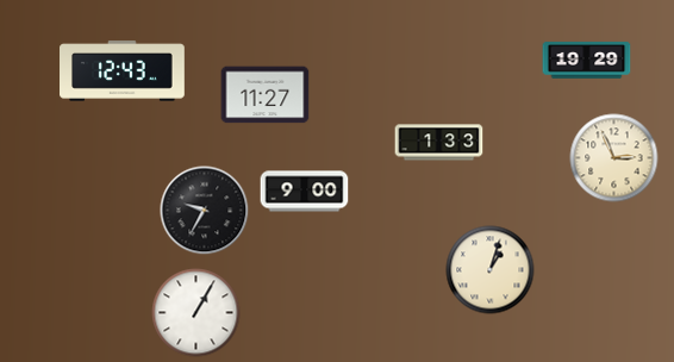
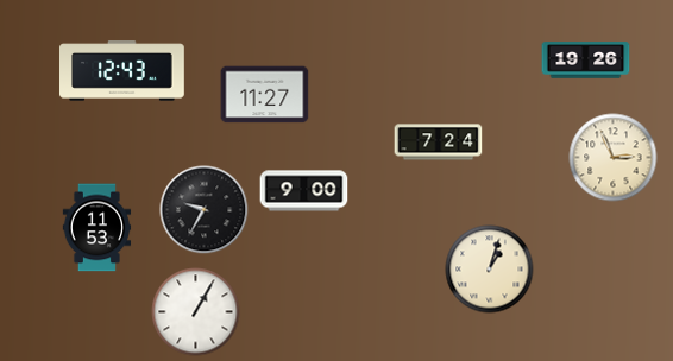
clock at (587, 61): 19:29 -> 19:26
clock at (439, 143): 1:33 -> 7:24
clock at (98, 228): none -> 11:53
